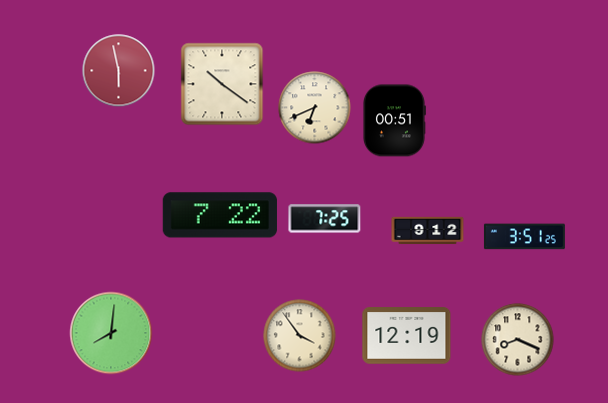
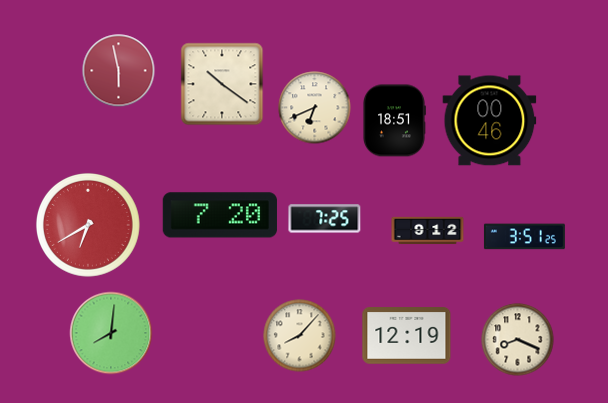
clock at (395, 121): 00:51 -> 18:51
clock at (490, 121): none -> 00:46
clock at (220, 215): 7:22 -> 7:20
clock at (88, 225): none -> 6:40
clock at (300, 336): 3:54 -> 8:07
